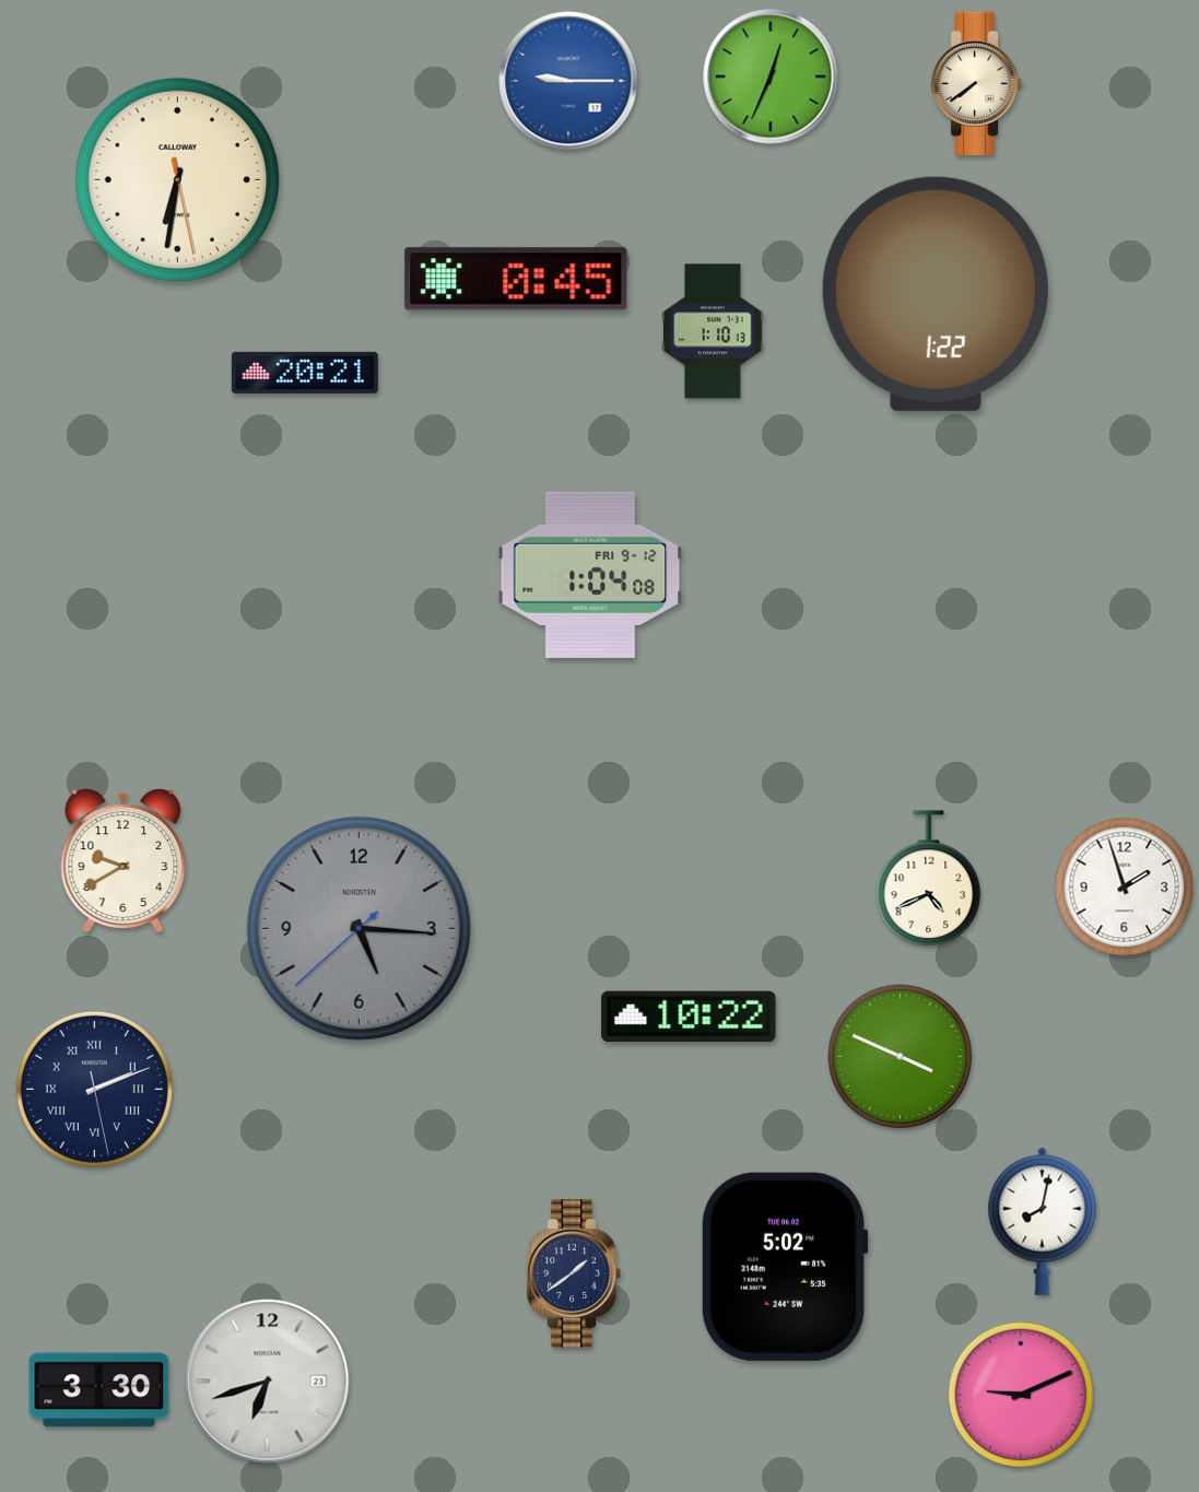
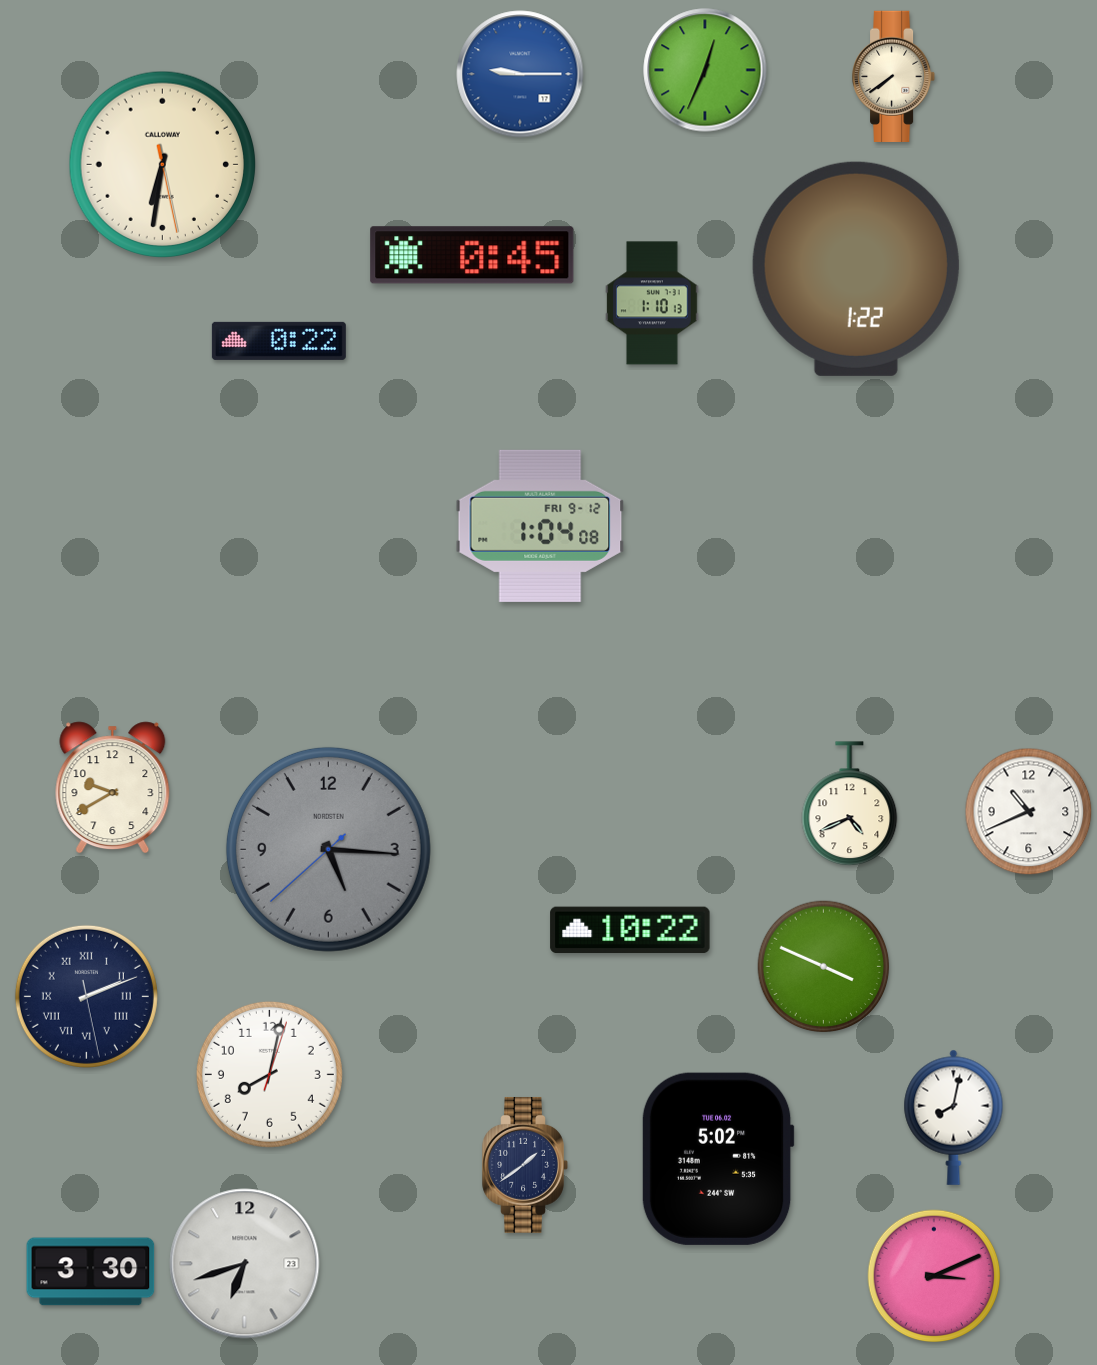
clock at (305, 373): 20:21 -> 0:22
clock at (1125, 888): 1:57 -> 10:41
clock at (269, 1074): none -> 8:02
clock at (1021, 1395): 9:11 -> 3:11
